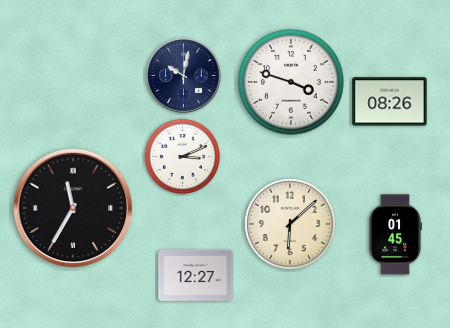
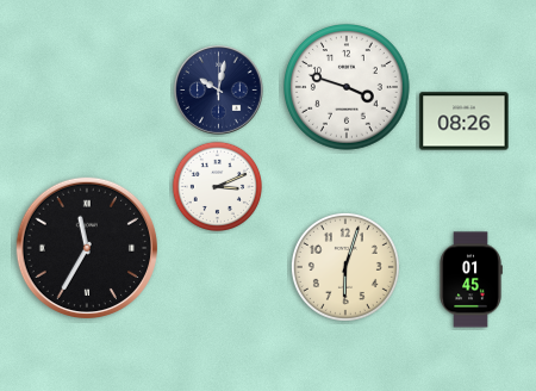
clock at (292, 83) position: (292, 83) -> (348, 88)
clock at (290, 224): 6:08 -> 6:03
clock at (196, 275): 12:27 -> none
